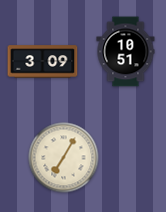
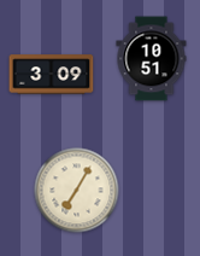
clock at (126, 52) position: (126, 52) -> (152, 59)
